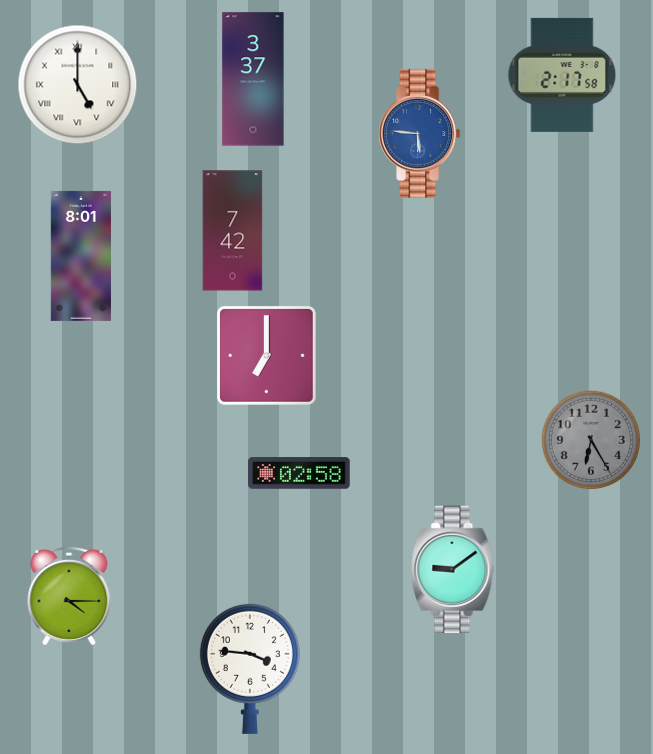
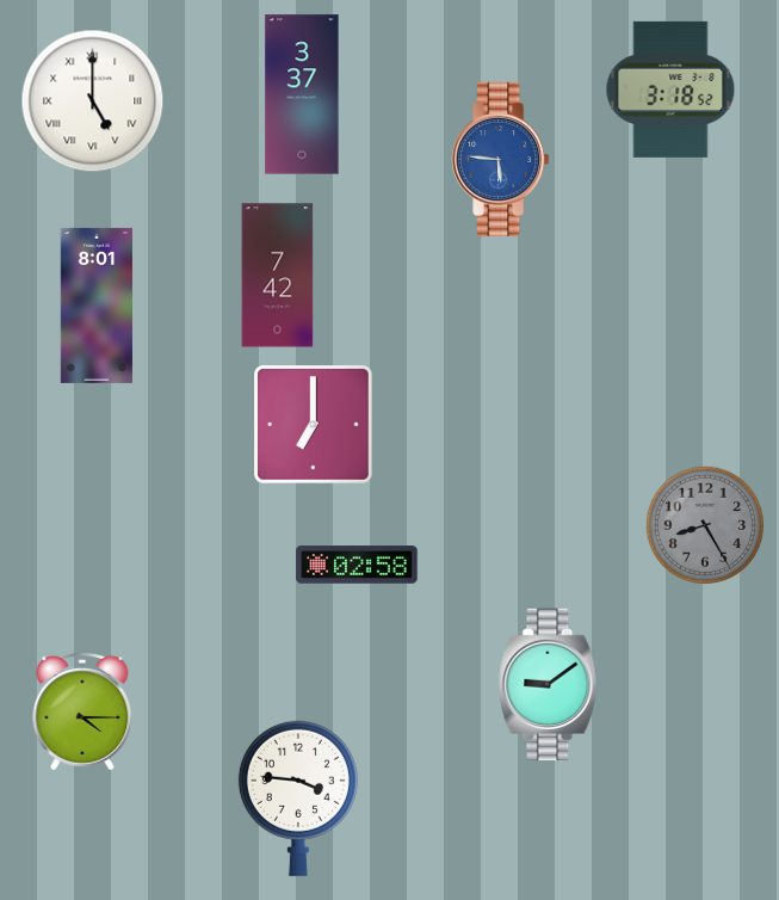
clock at (562, 75): 2:17 -> 3:18
clock at (267, 356) position: (267, 356) -> (314, 425)
clock at (590, 439): 6:25 -> 8:25
clock at (453, 570) position: (453, 570) -> (549, 685)
